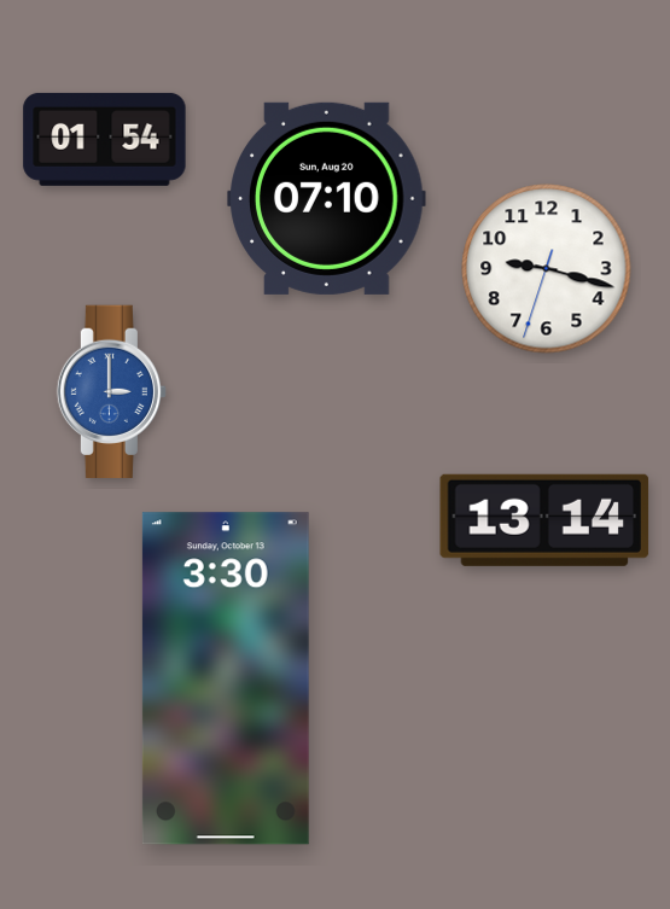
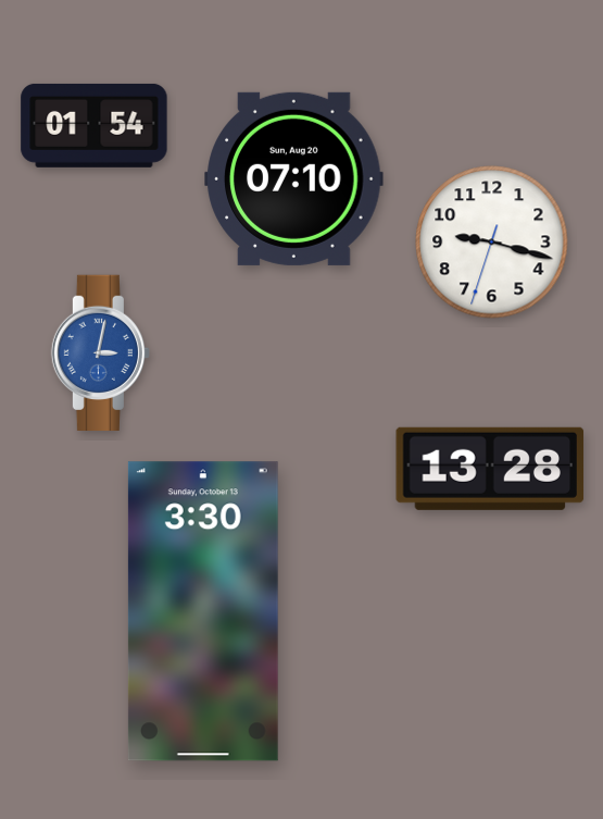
clock at (111, 391): 3:00 -> 3:02
clock at (544, 520): 13:14 -> 13:28
